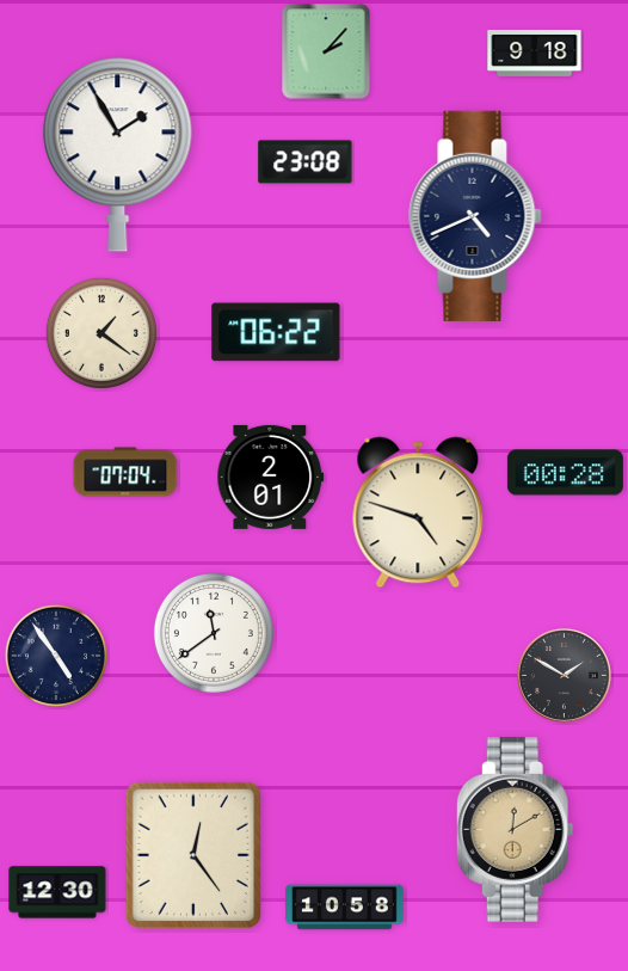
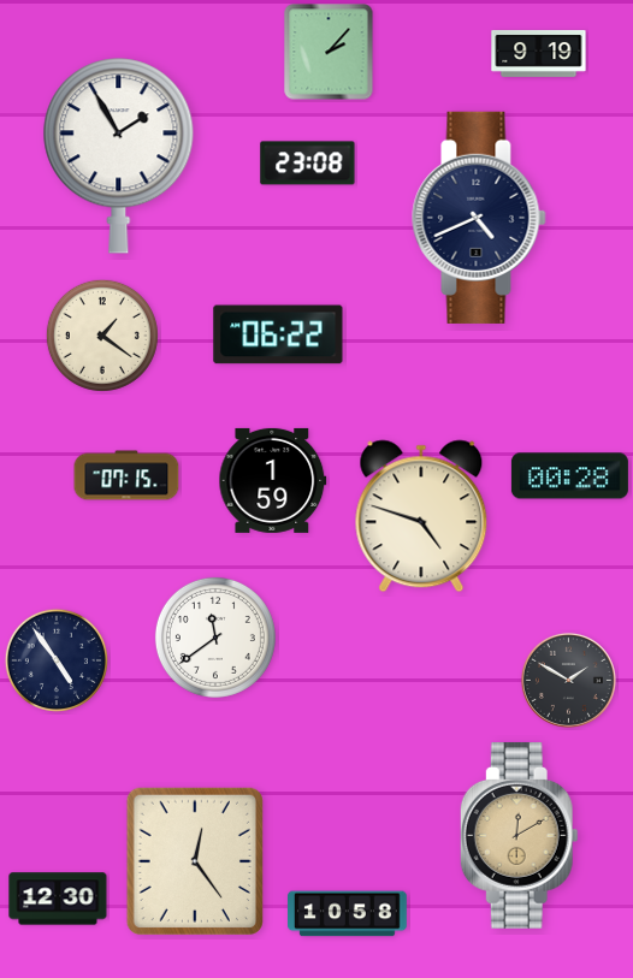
clock at (535, 53): 9:18 -> 9:19
clock at (125, 472): 07:04 -> 07:15
clock at (271, 477): 2:01 -> 1:59
